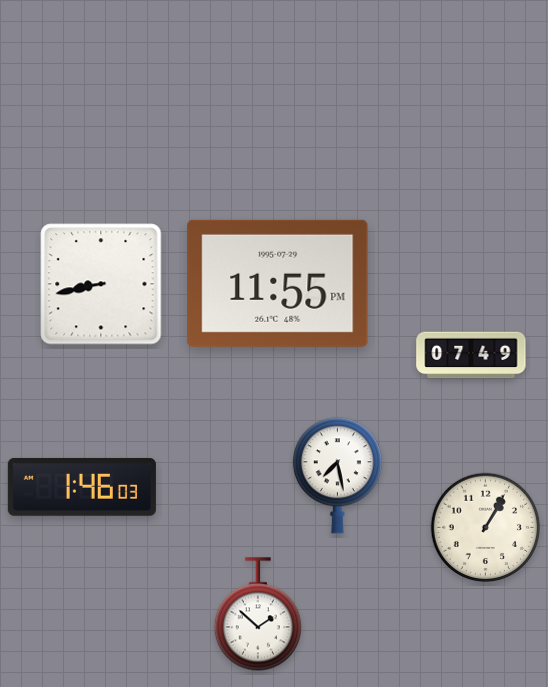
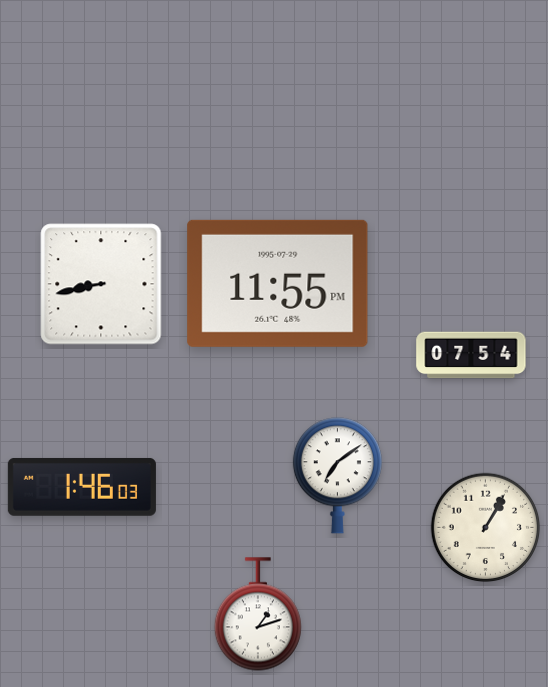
clock at (471, 355): 07:49 -> 07:54
clock at (337, 476): 7:28 -> 7:09
clock at (258, 614): 1:52 -> 1:12
